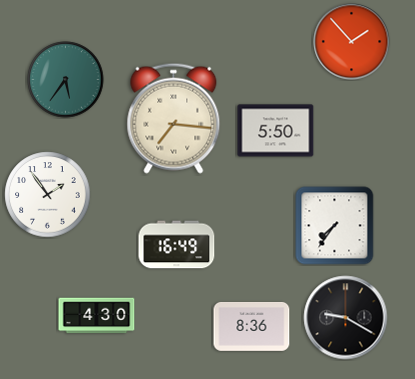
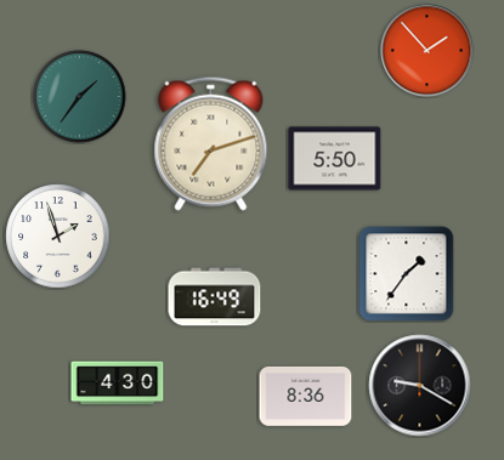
clock at (66, 80): 5:36 -> 1:36
clock at (174, 118): 7:16 -> 7:12
clock at (48, 195): 1:54 -> 1:57
clock at (335, 226): 7:36 -> 1:36
